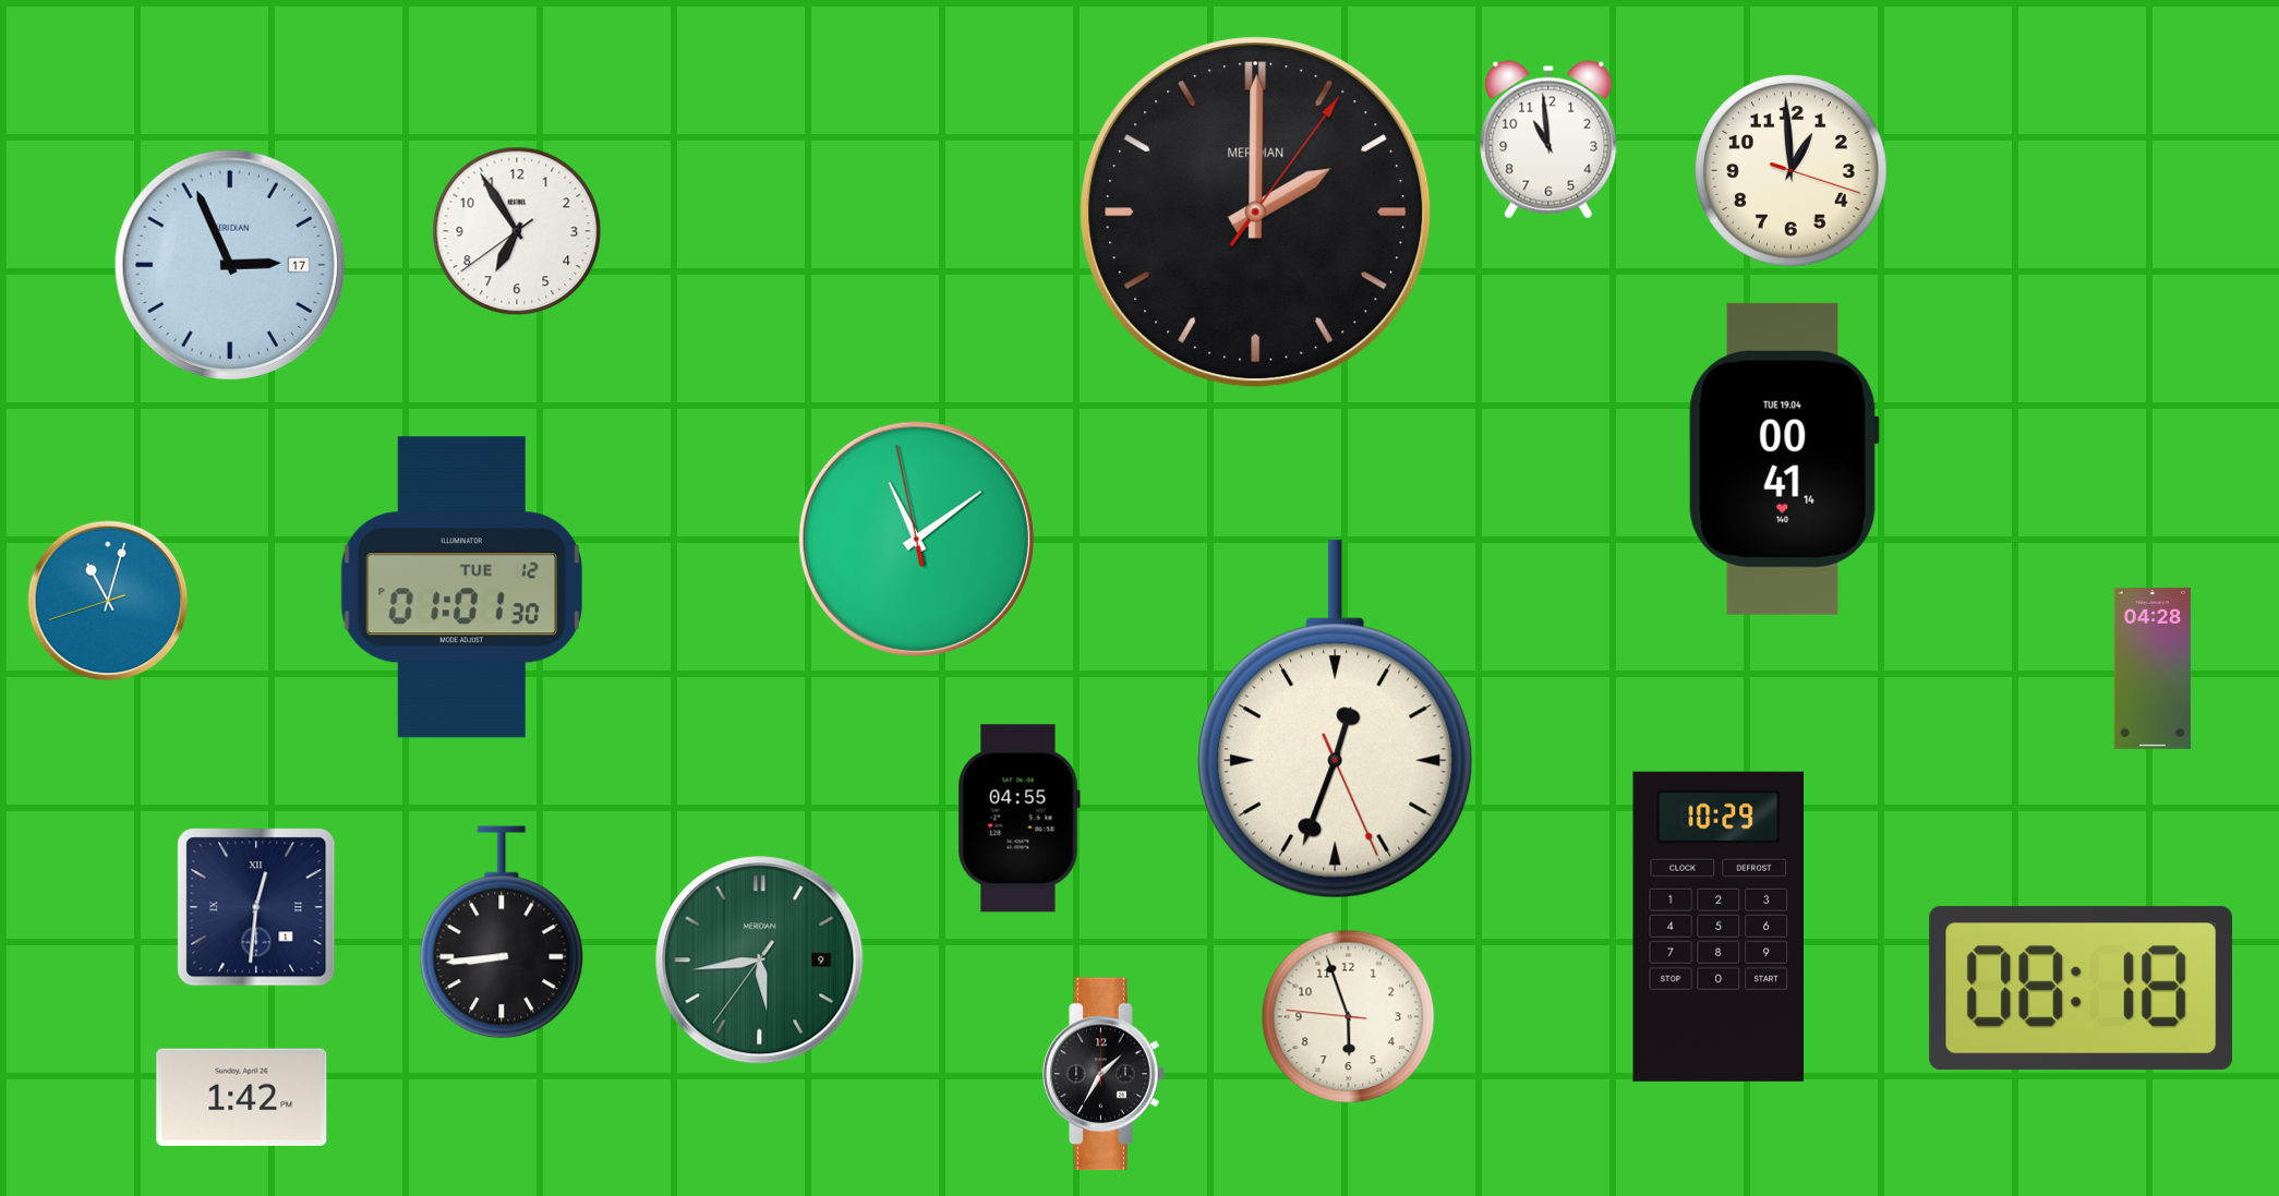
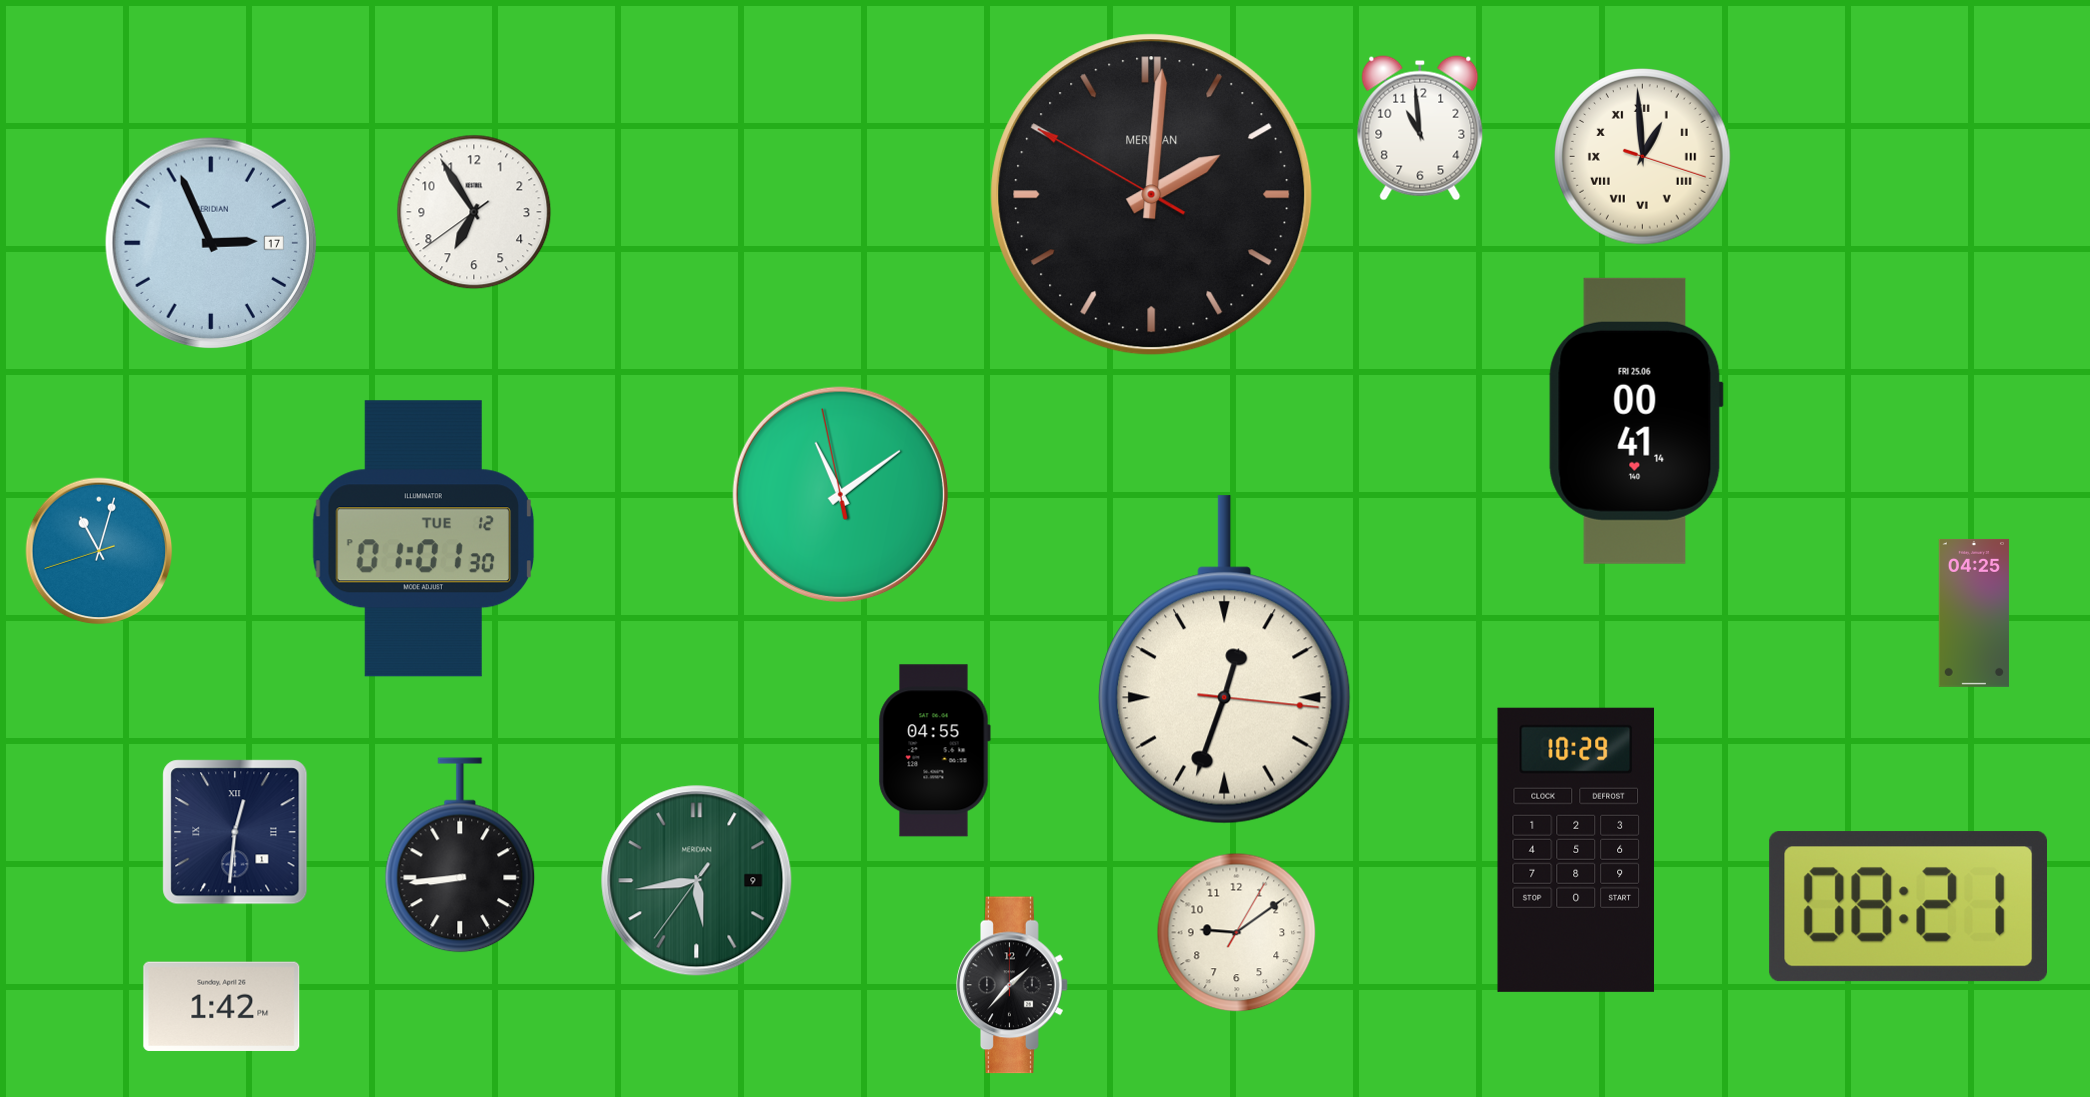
clock at (1792, 171) numerals: Arabic -> Roman
clock at (1256, 213): 2:00:06 -> 2:00:50
clock at (1784, 459) date: TUE 19.04 -> FRI 25.06
clock at (2153, 668): 04:28 -> 04:25
clock at (1336, 720): 12:33:26 -> 12:33:16
clock at (2081, 989): 08:18 -> 08:21
clock at (1349, 1017): 5:56 -> 9:09
clock at (1104, 1074): 1:35 -> 1:37
